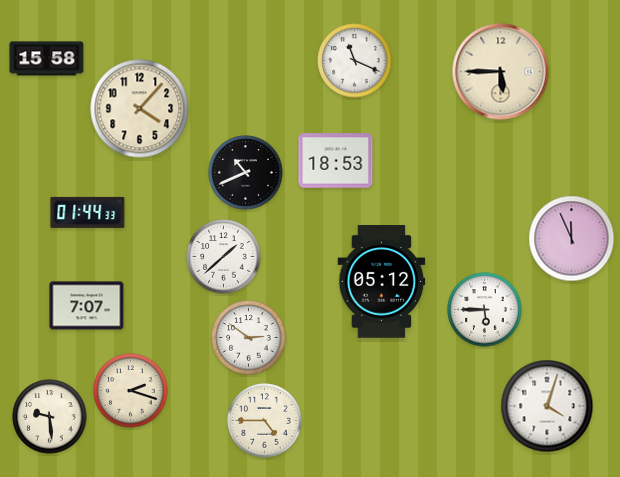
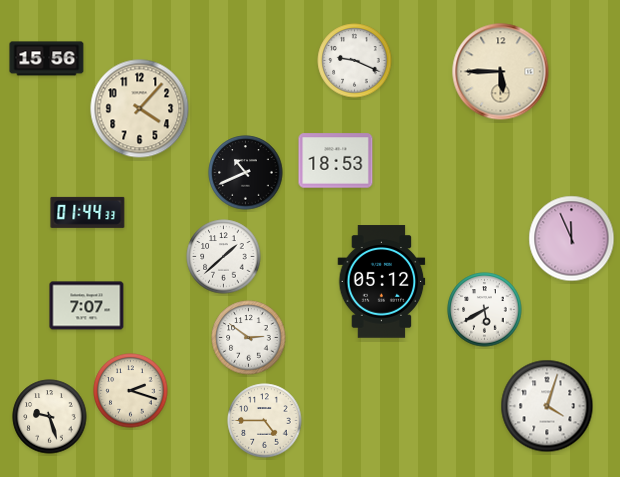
clock at (47, 59): 15:58 -> 15:56
clock at (355, 61): 11:19 -> 9:19
clock at (485, 310): 5:45 -> 5:40
clock at (50, 417): 9:29 -> 9:27
